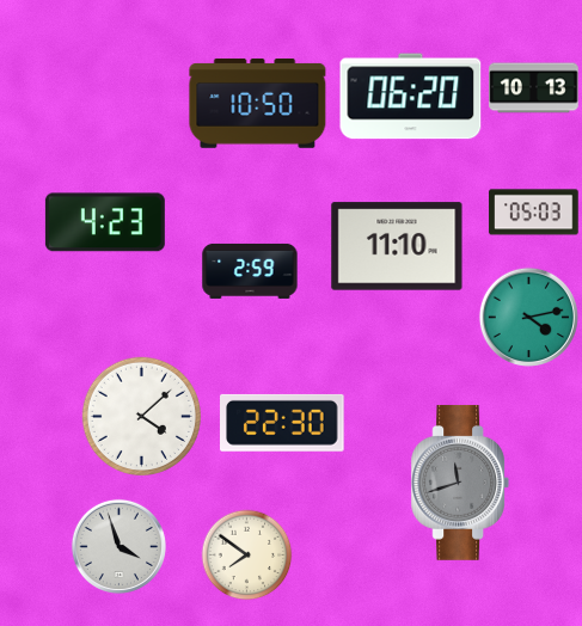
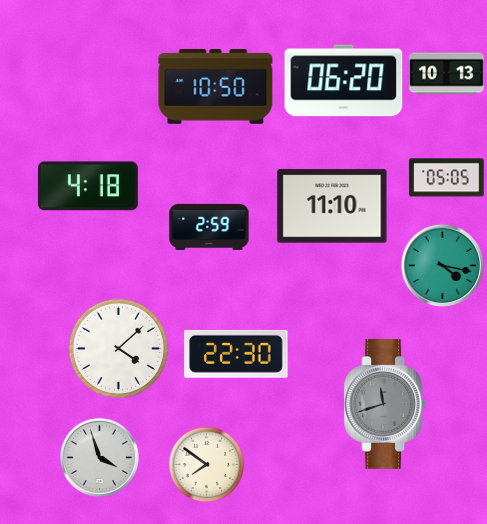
clock at (534, 213): 05:03 -> 05:05
clock at (105, 222): 4:23 -> 4:18
clock at (528, 317): 4:13 -> 4:17
